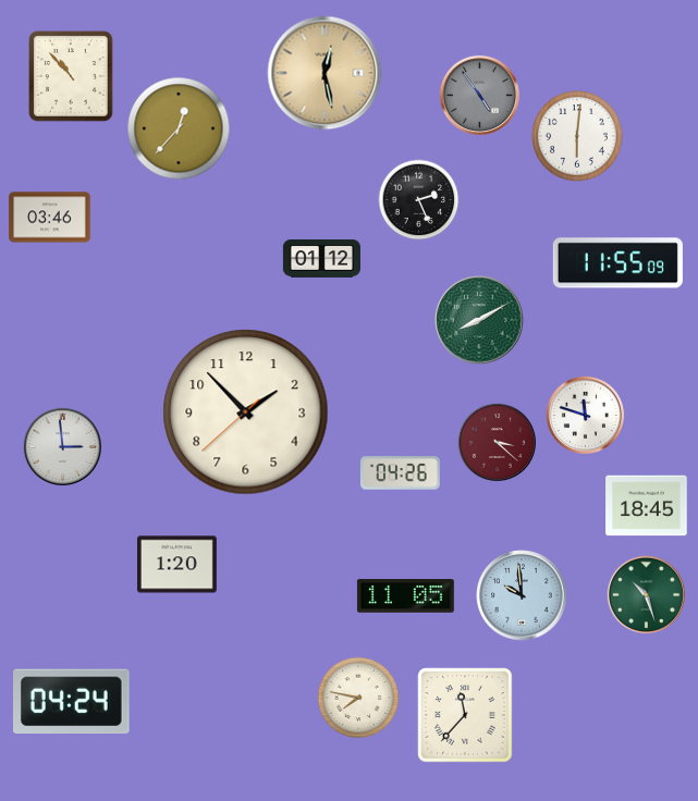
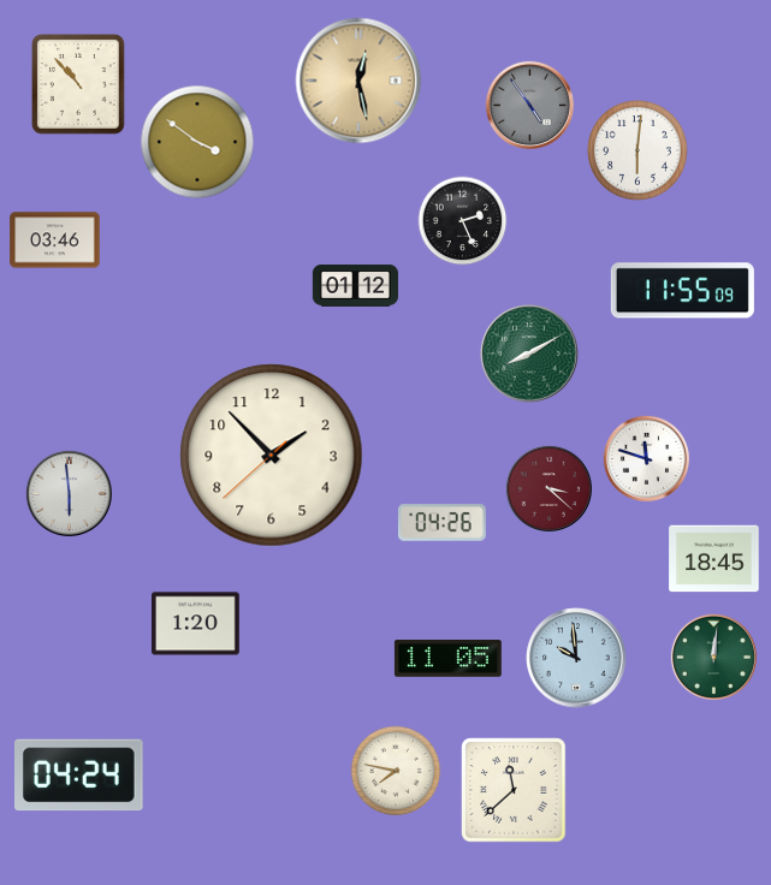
clock at (179, 128): 12:37 -> 3:51
clock at (62, 446): 2:59 -> 5:59
clock at (646, 594): 10:27 -> 12:01
clock at (465, 715): 11:37 -> 11:38
